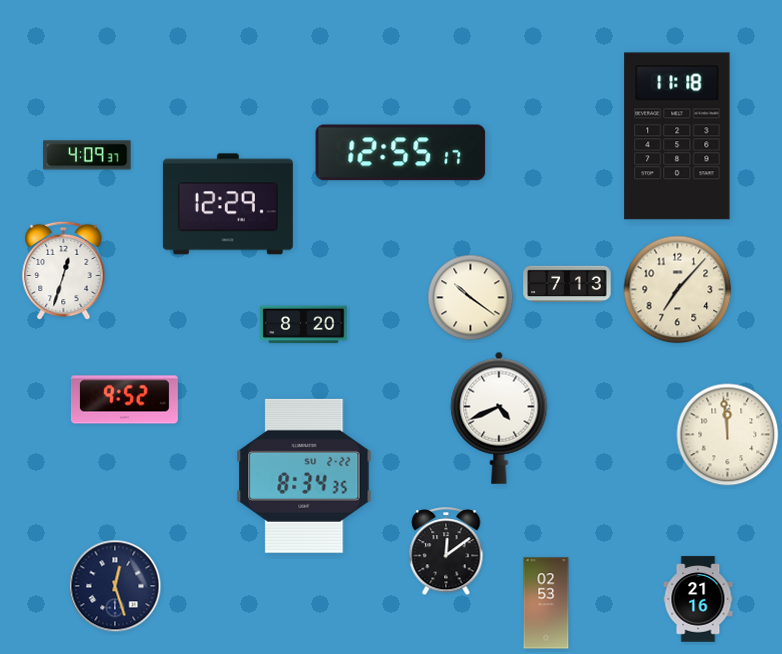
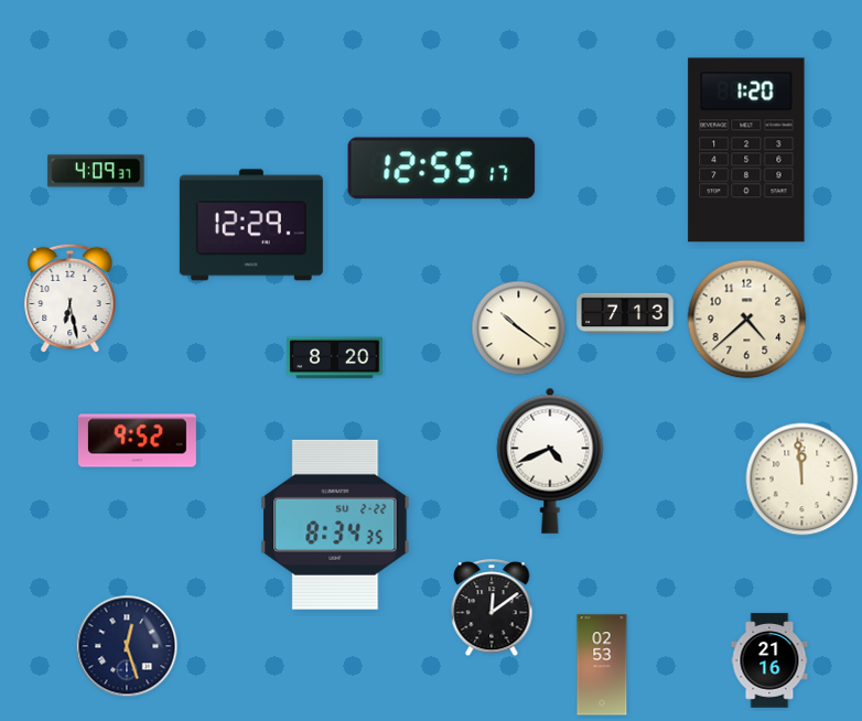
clock at (677, 136): 11:18 -> 1:20
clock at (64, 271): 12:33 -> 6:28
clock at (678, 290): 7:07 -> 4:38
